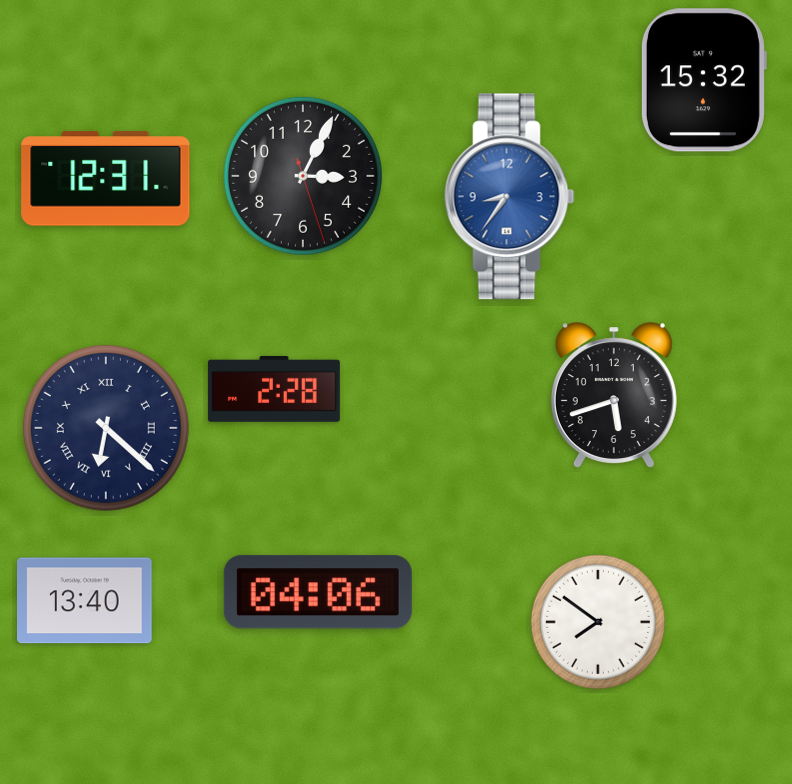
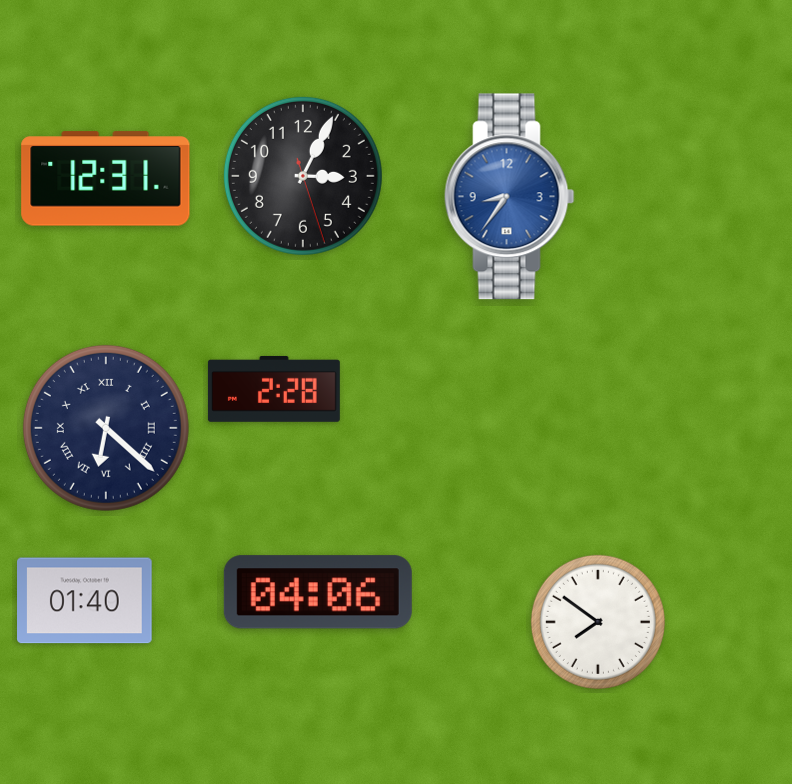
clock at (703, 80): 15:32 -> none
clock at (614, 395): 5:42 -> none
clock at (85, 601): 13:40 -> 01:40
